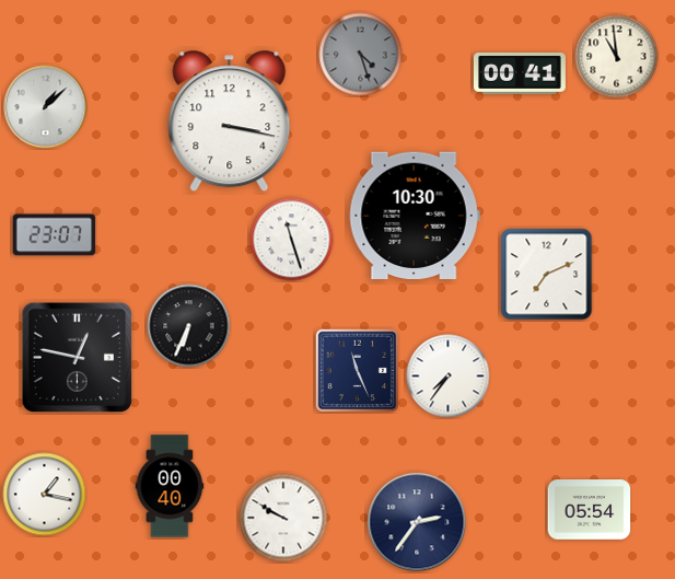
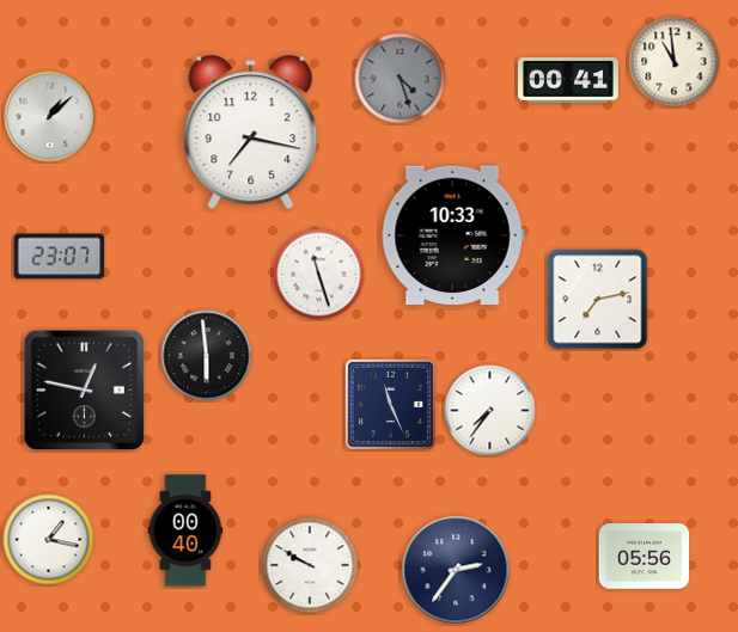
clock at (361, 55) position: (361, 55) -> (401, 79)
clock at (230, 121): 3:17 -> 7:17
clock at (415, 216): 10:30 -> 10:33
clock at (292, 240) position: (292, 240) -> (319, 275)
clock at (547, 275): 7:11 -> 7:13
clock at (189, 326): 6:34 -> 5:59
clock at (590, 510): 05:54 -> 05:56
